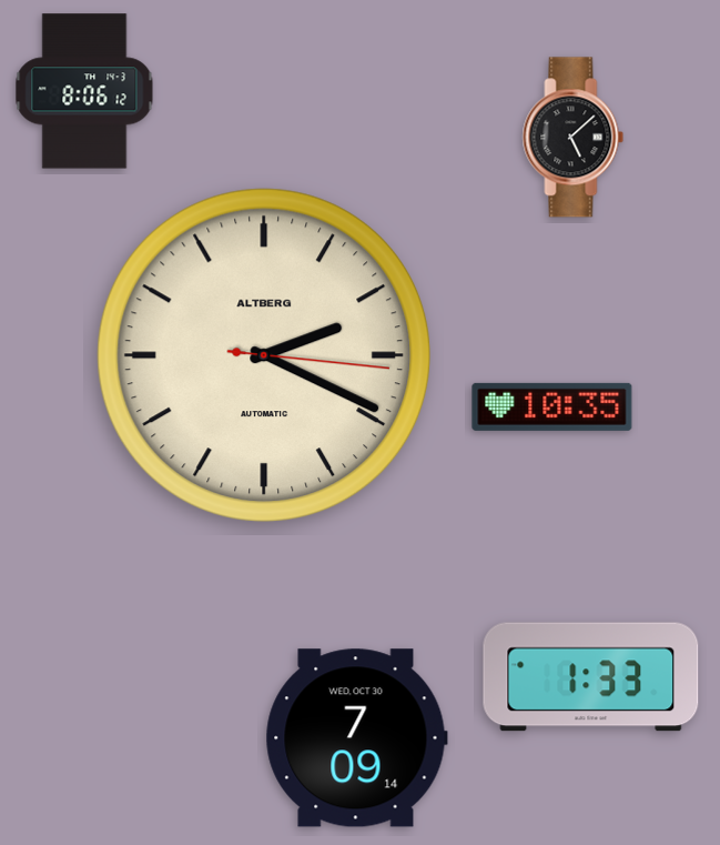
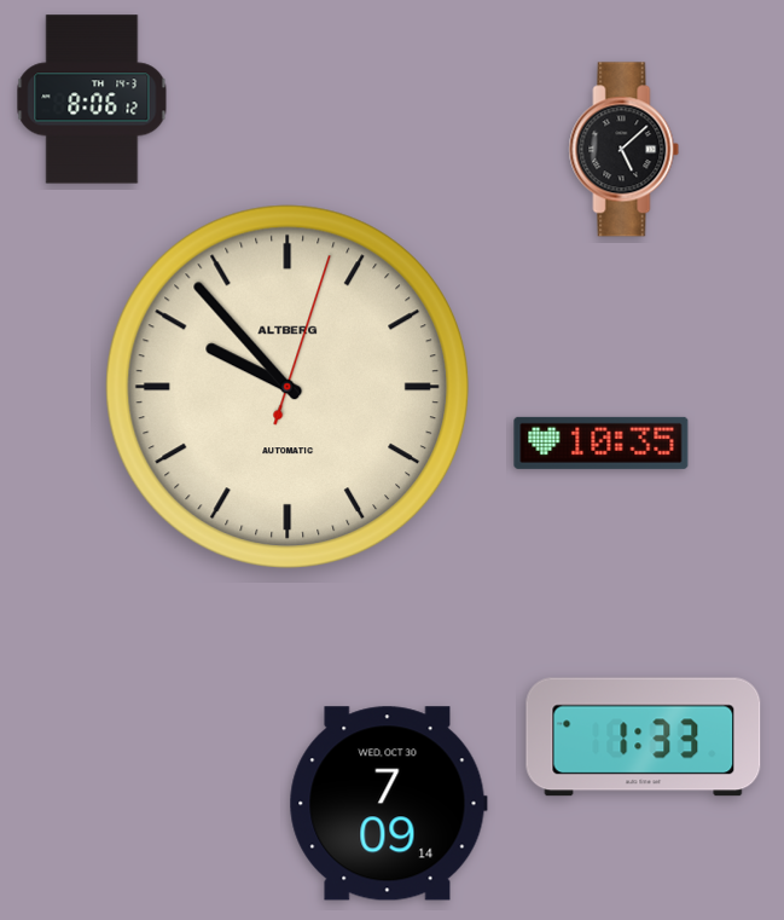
clock at (264, 355): 2:19 -> 9:53
